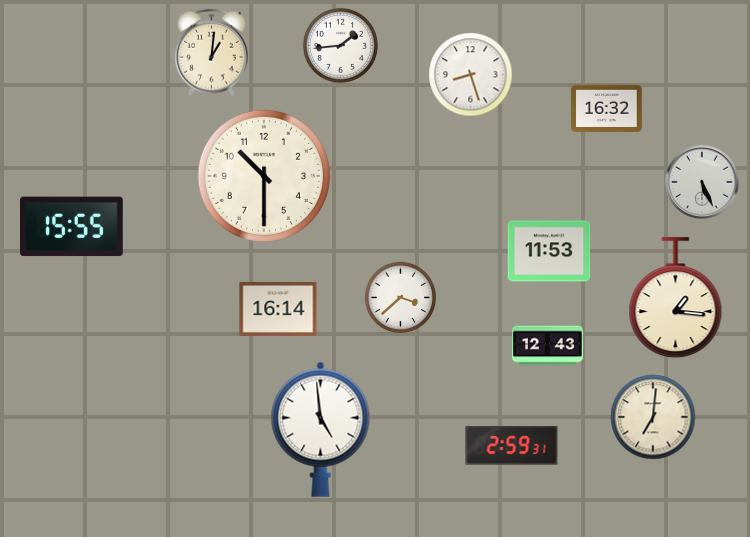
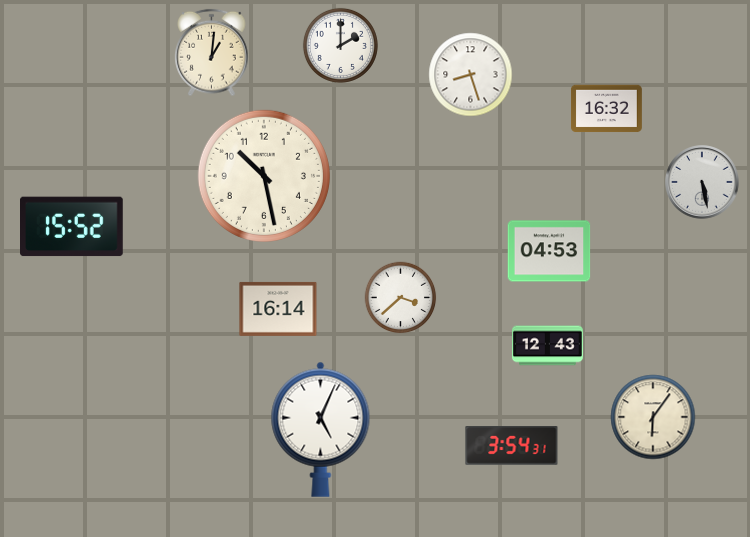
clock at (340, 45): 1:44 -> 2:00
clock at (264, 176): 10:30 -> 10:28
clock at (702, 182): 5:26 -> 5:28
clock at (72, 227): 15:55 -> 15:52
clock at (549, 251): 11:53 -> 04:53
clock at (676, 298): 1:16 -> none
clock at (653, 417): 7:01 -> 6:06
clock at (321, 429): 4:59 -> 5:04
clock at (512, 446): 2:59 -> 3:54
